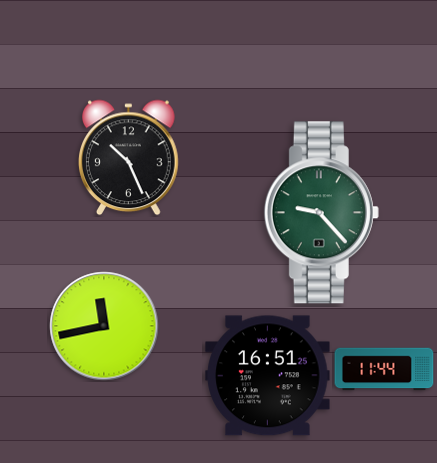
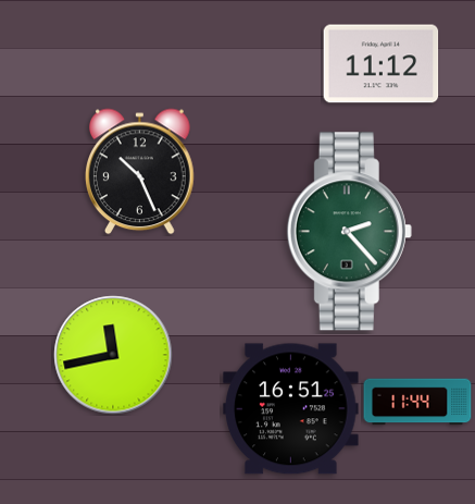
clock at (382, 64): none -> 11:12
clock at (321, 213): 9:23 -> 2:23
